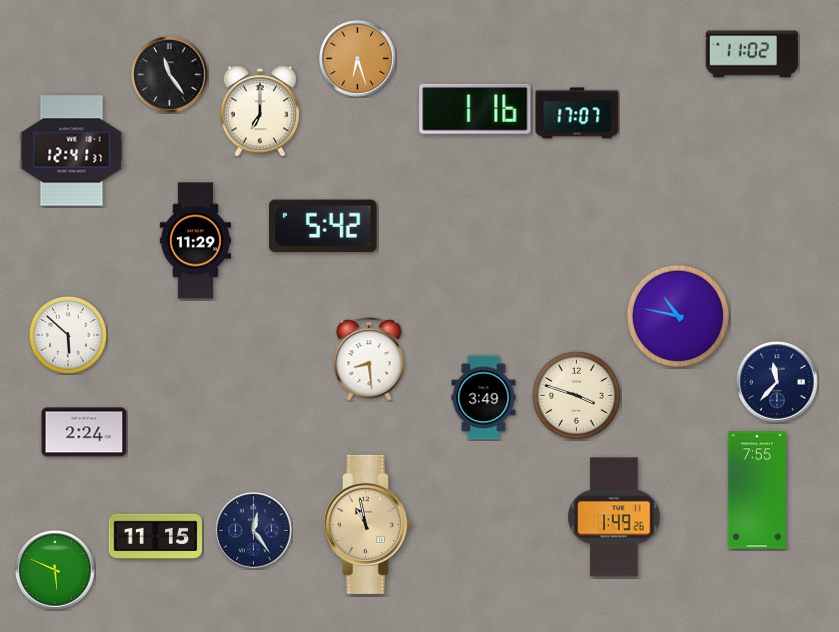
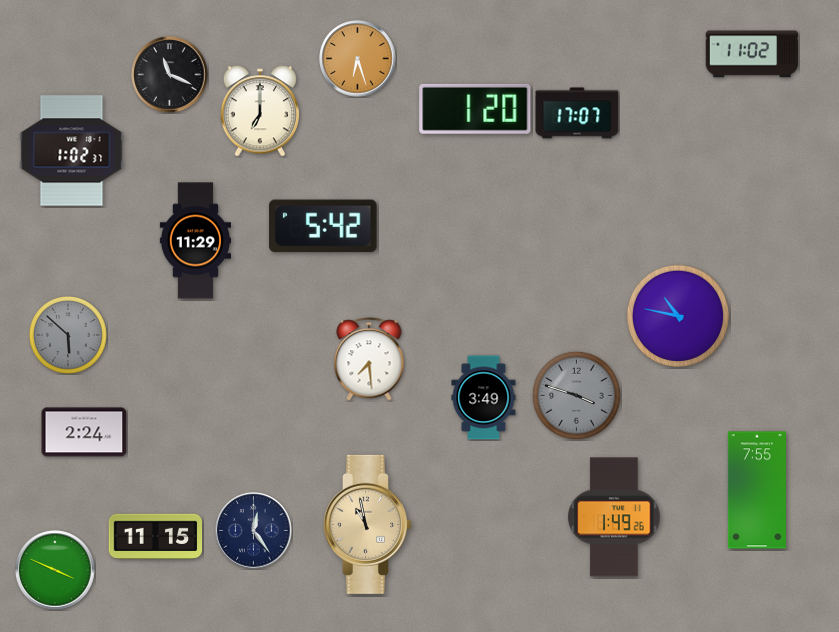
clock at (170, 75): 11:24 -> 11:19
clock at (475, 109): 1:16 -> 1:20
clock at (72, 151): 12:41 -> 1:02
clock at (68, 335) dial: white -> grey
clock at (369, 359): 8:29 -> 7:29
clock at (777, 382): 11:37 -> none
clock at (576, 395) dial: cream -> grey
clock at (55, 570): 5:49 -> 3:49
